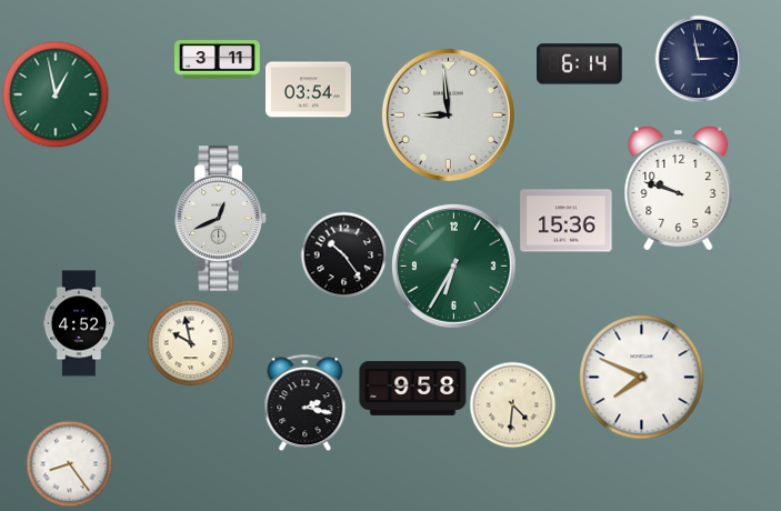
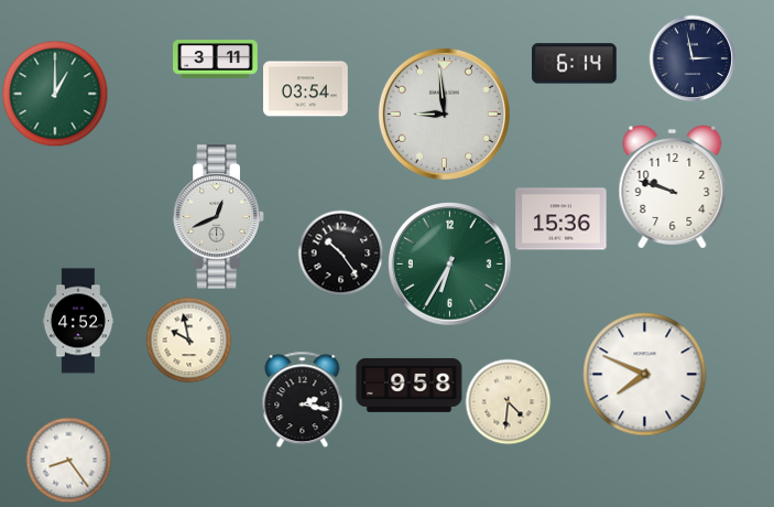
clock at (56, 94): 12:58 -> 1:00
clock at (642, 378) position: (642, 378) -> (645, 375)
